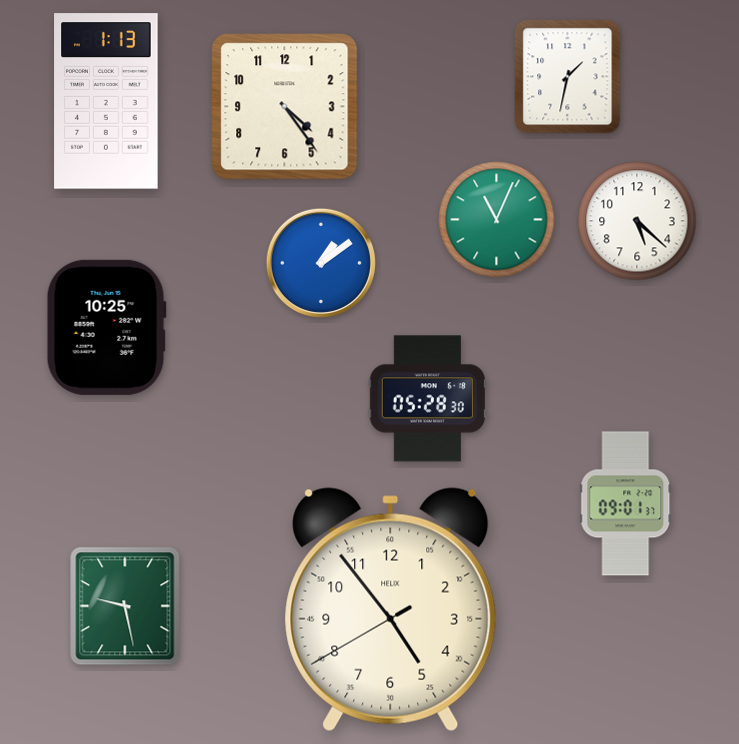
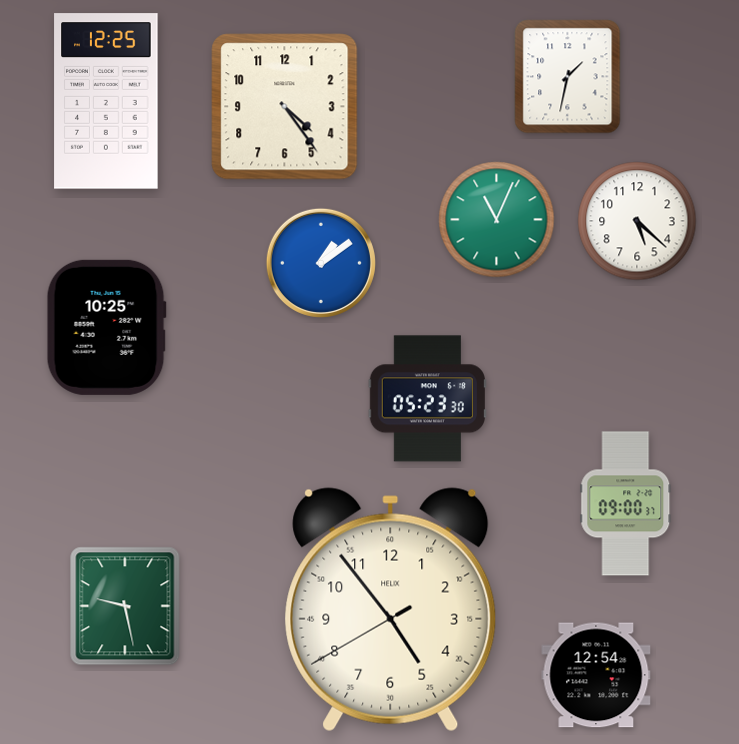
clock at (106, 101): 1:13 -> 12:25
clock at (427, 399): 05:28 -> 05:23
clock at (626, 504): 09:01 -> 09:00
clock at (596, 675): none -> 12:54
